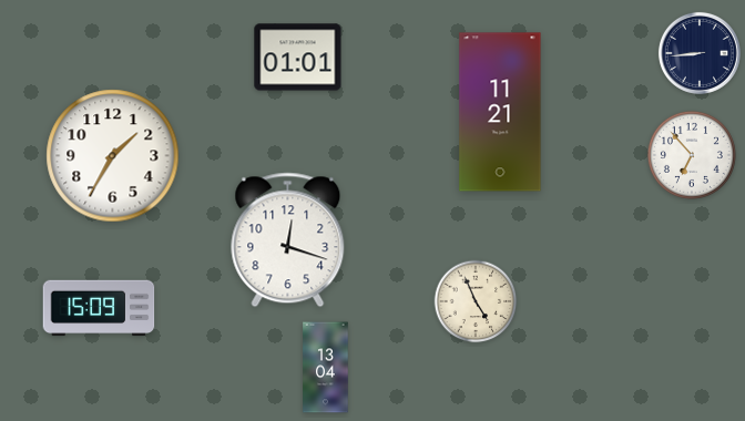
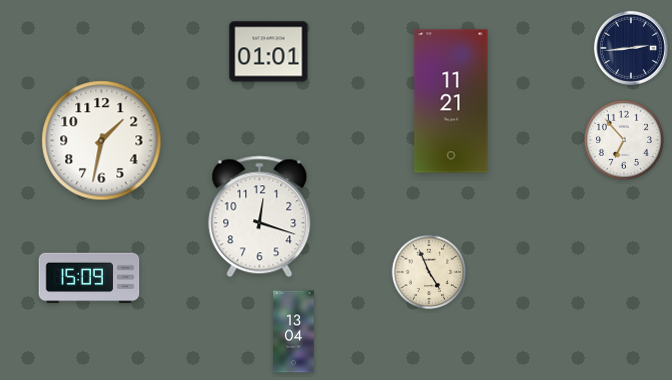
clock at (700, 53): 8:44 -> 2:44
clock at (113, 156): 1:35 -> 1:32
